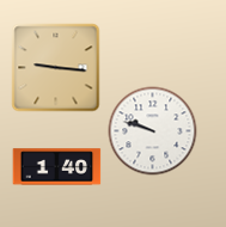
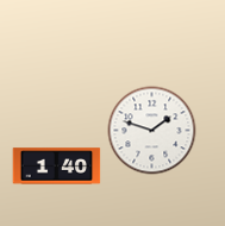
clock at (56, 68): 9:16 -> none
clock at (153, 131): 9:48 -> 1:48
